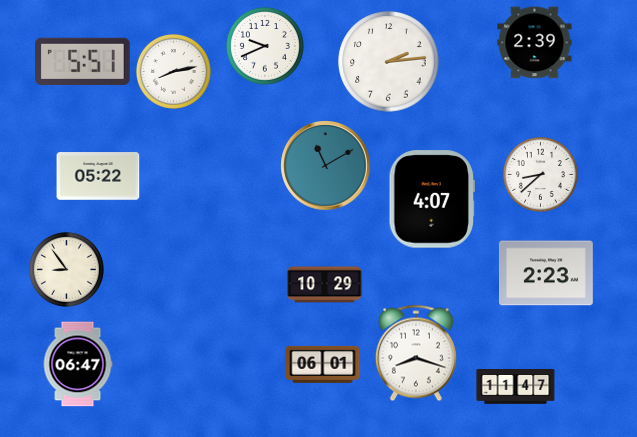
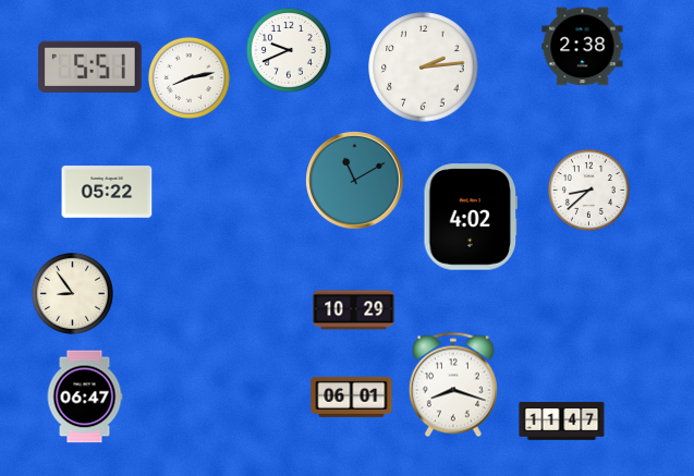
clock at (535, 43): 2:39 -> 2:38
clock at (431, 199): 4:07 -> 4:02
clock at (547, 273): 2:23 -> none
